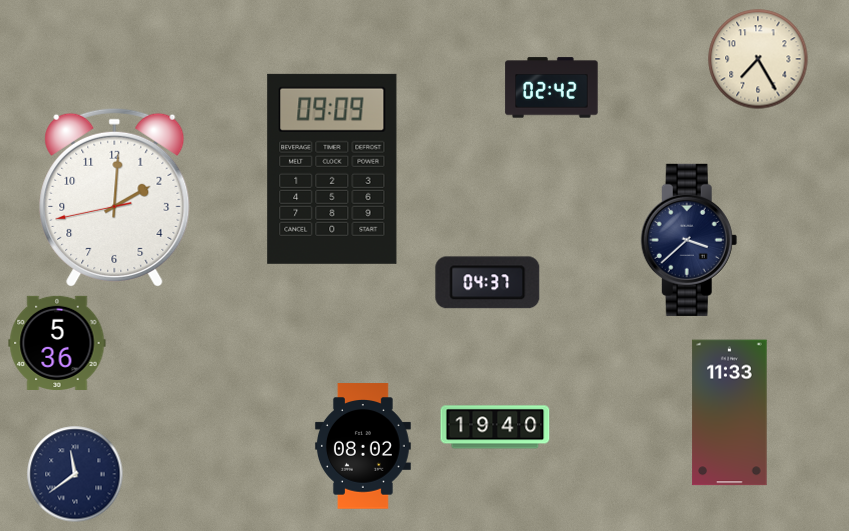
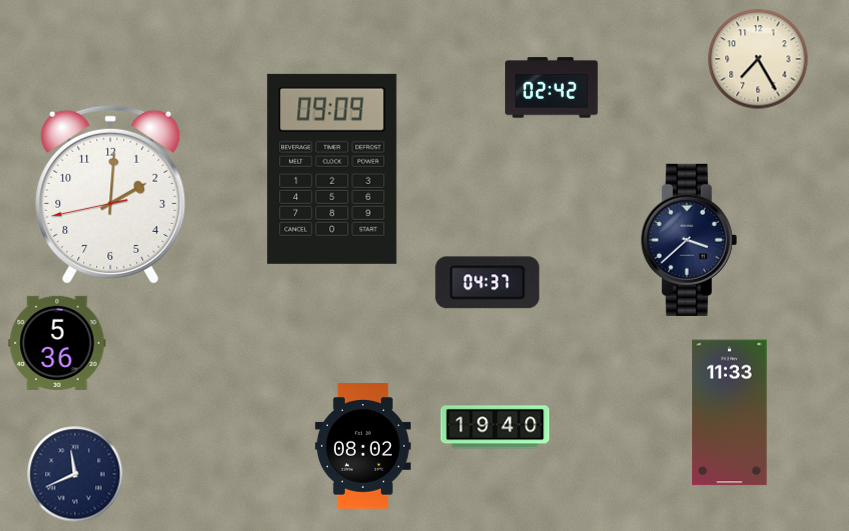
clock at (115, 197) position: (115, 197) -> (111, 194)
clock at (75, 474): 11:39 -> 11:41
